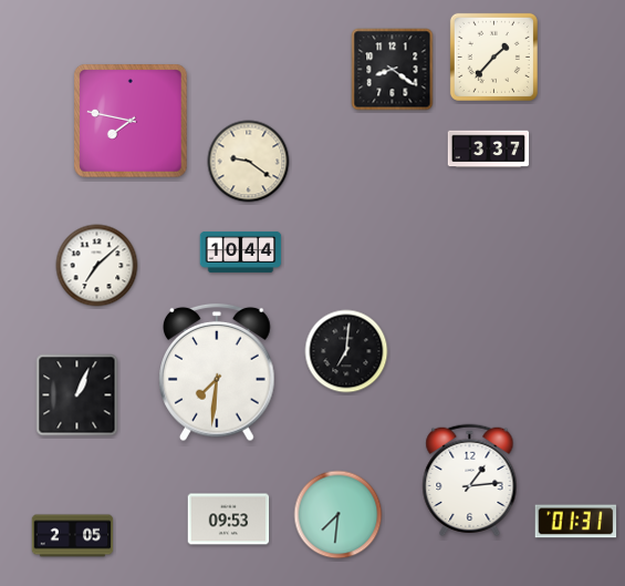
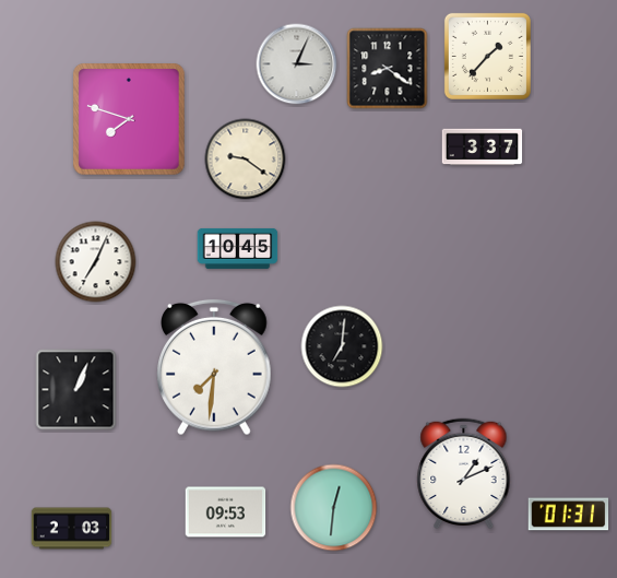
clock at (297, 64): none -> 3:04
clock at (131, 121): 7:47 -> 7:48
clock at (241, 251): 10:44 -> 10:45
clock at (97, 266): 7:08 -> 7:04
clock at (470, 481): 1:14 -> 1:11
clock at (338, 515): 7:31 -> 12:31
clock at (73, 536): 2:05 -> 2:03
